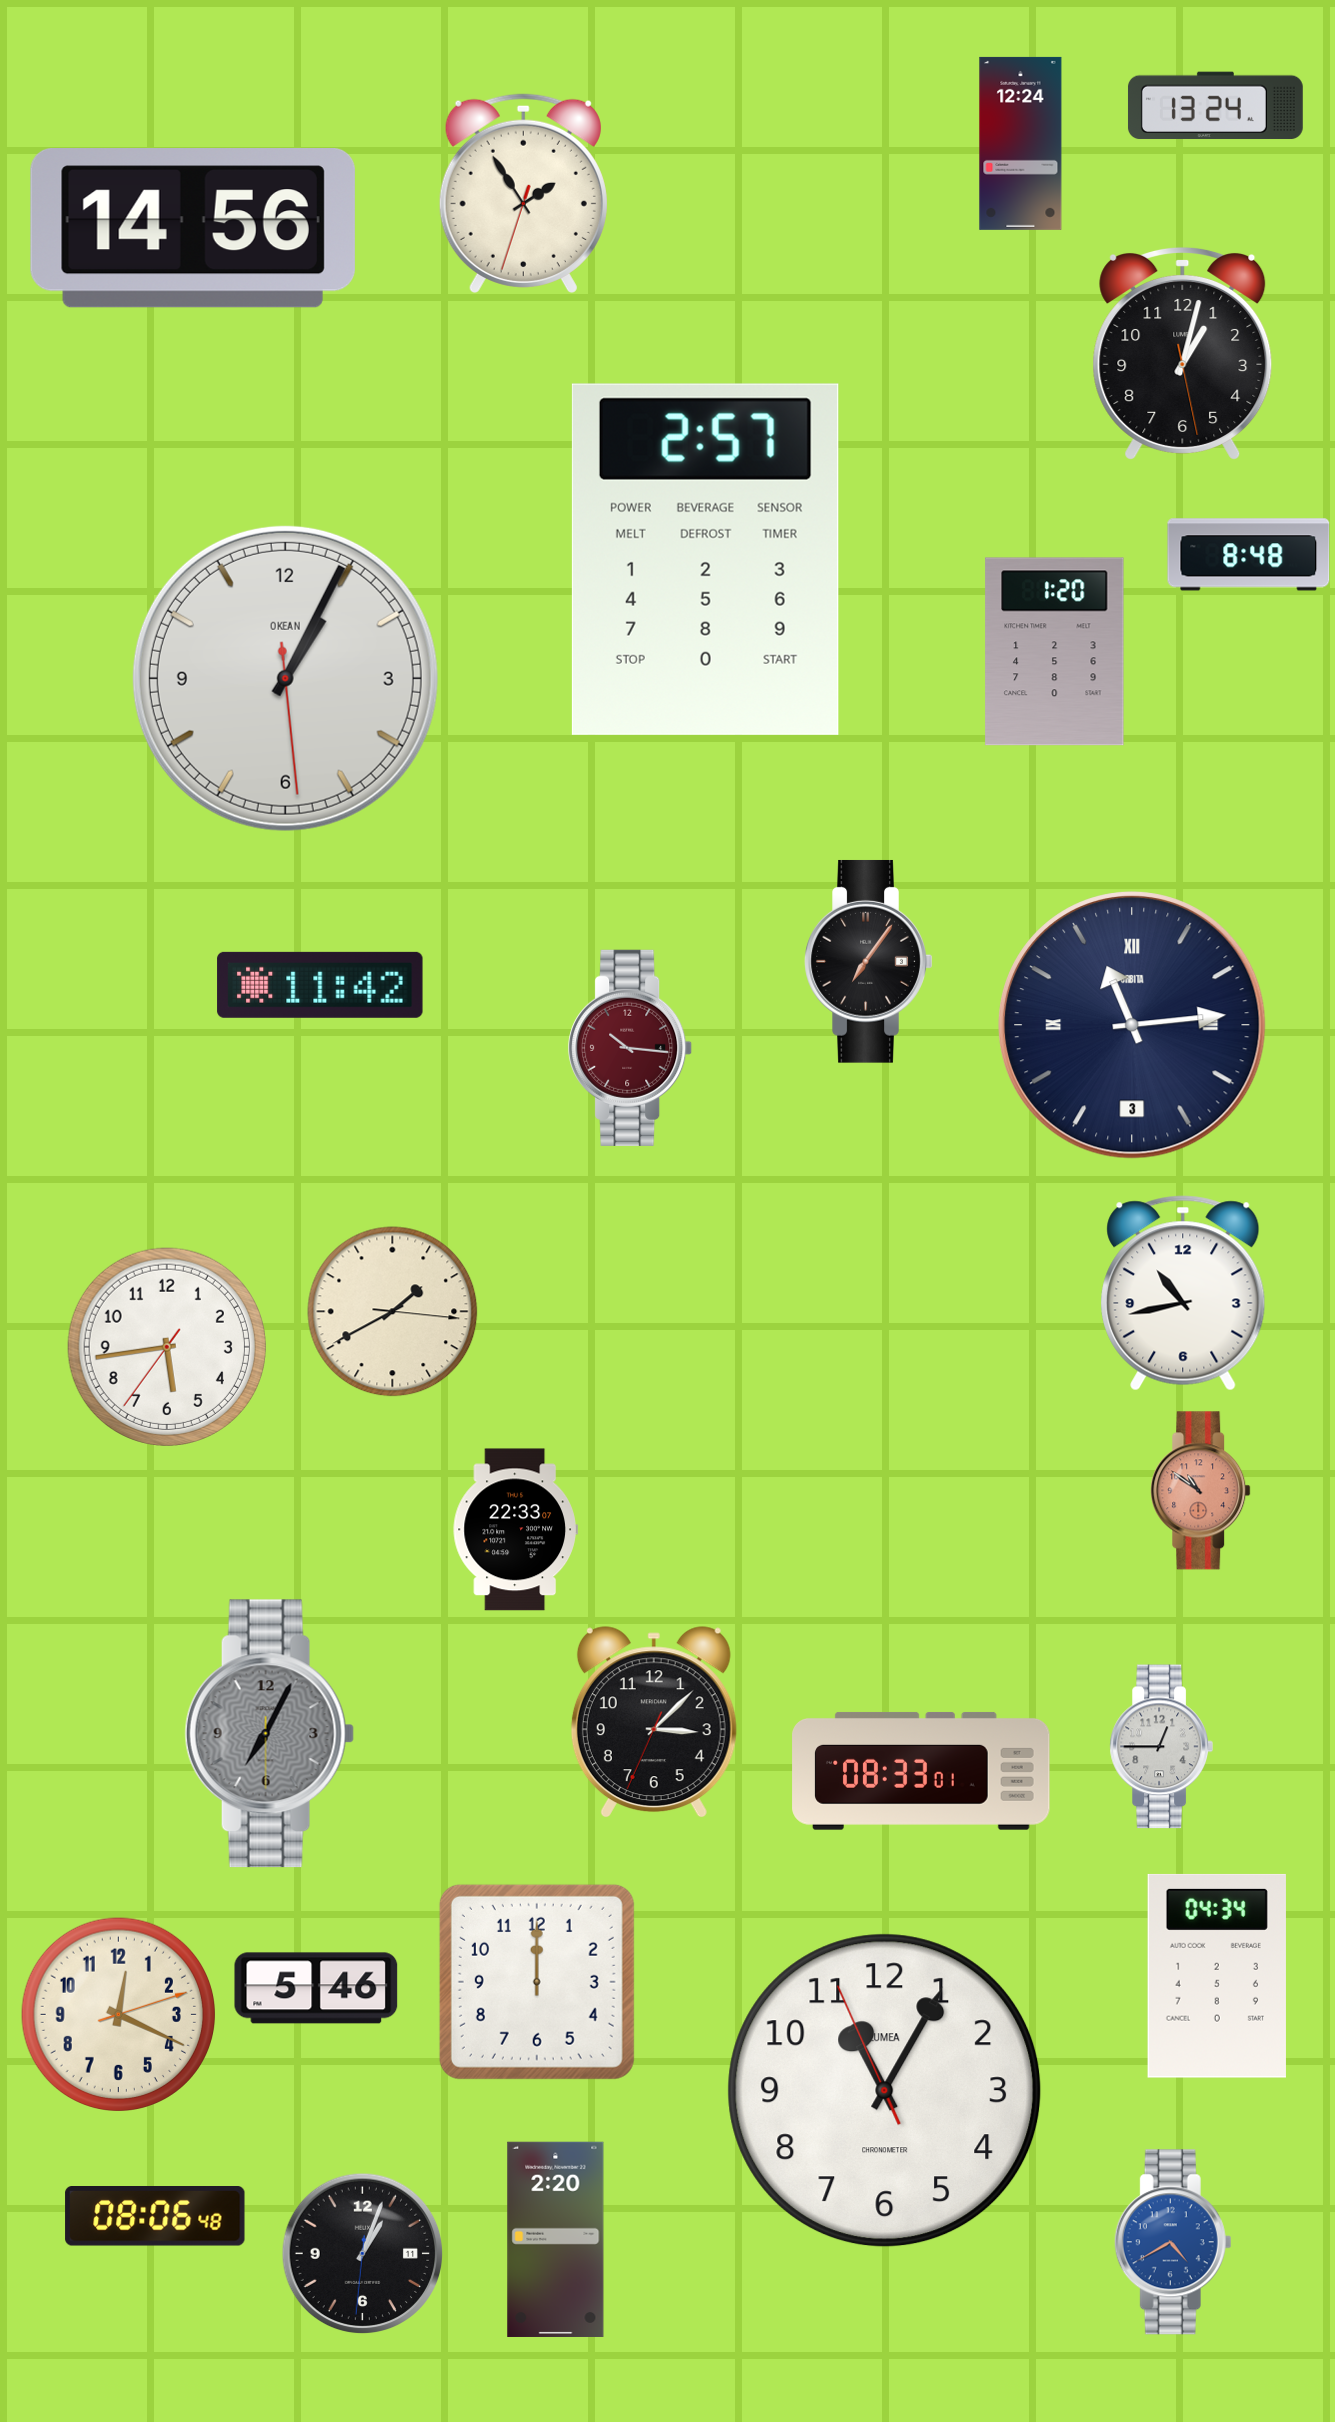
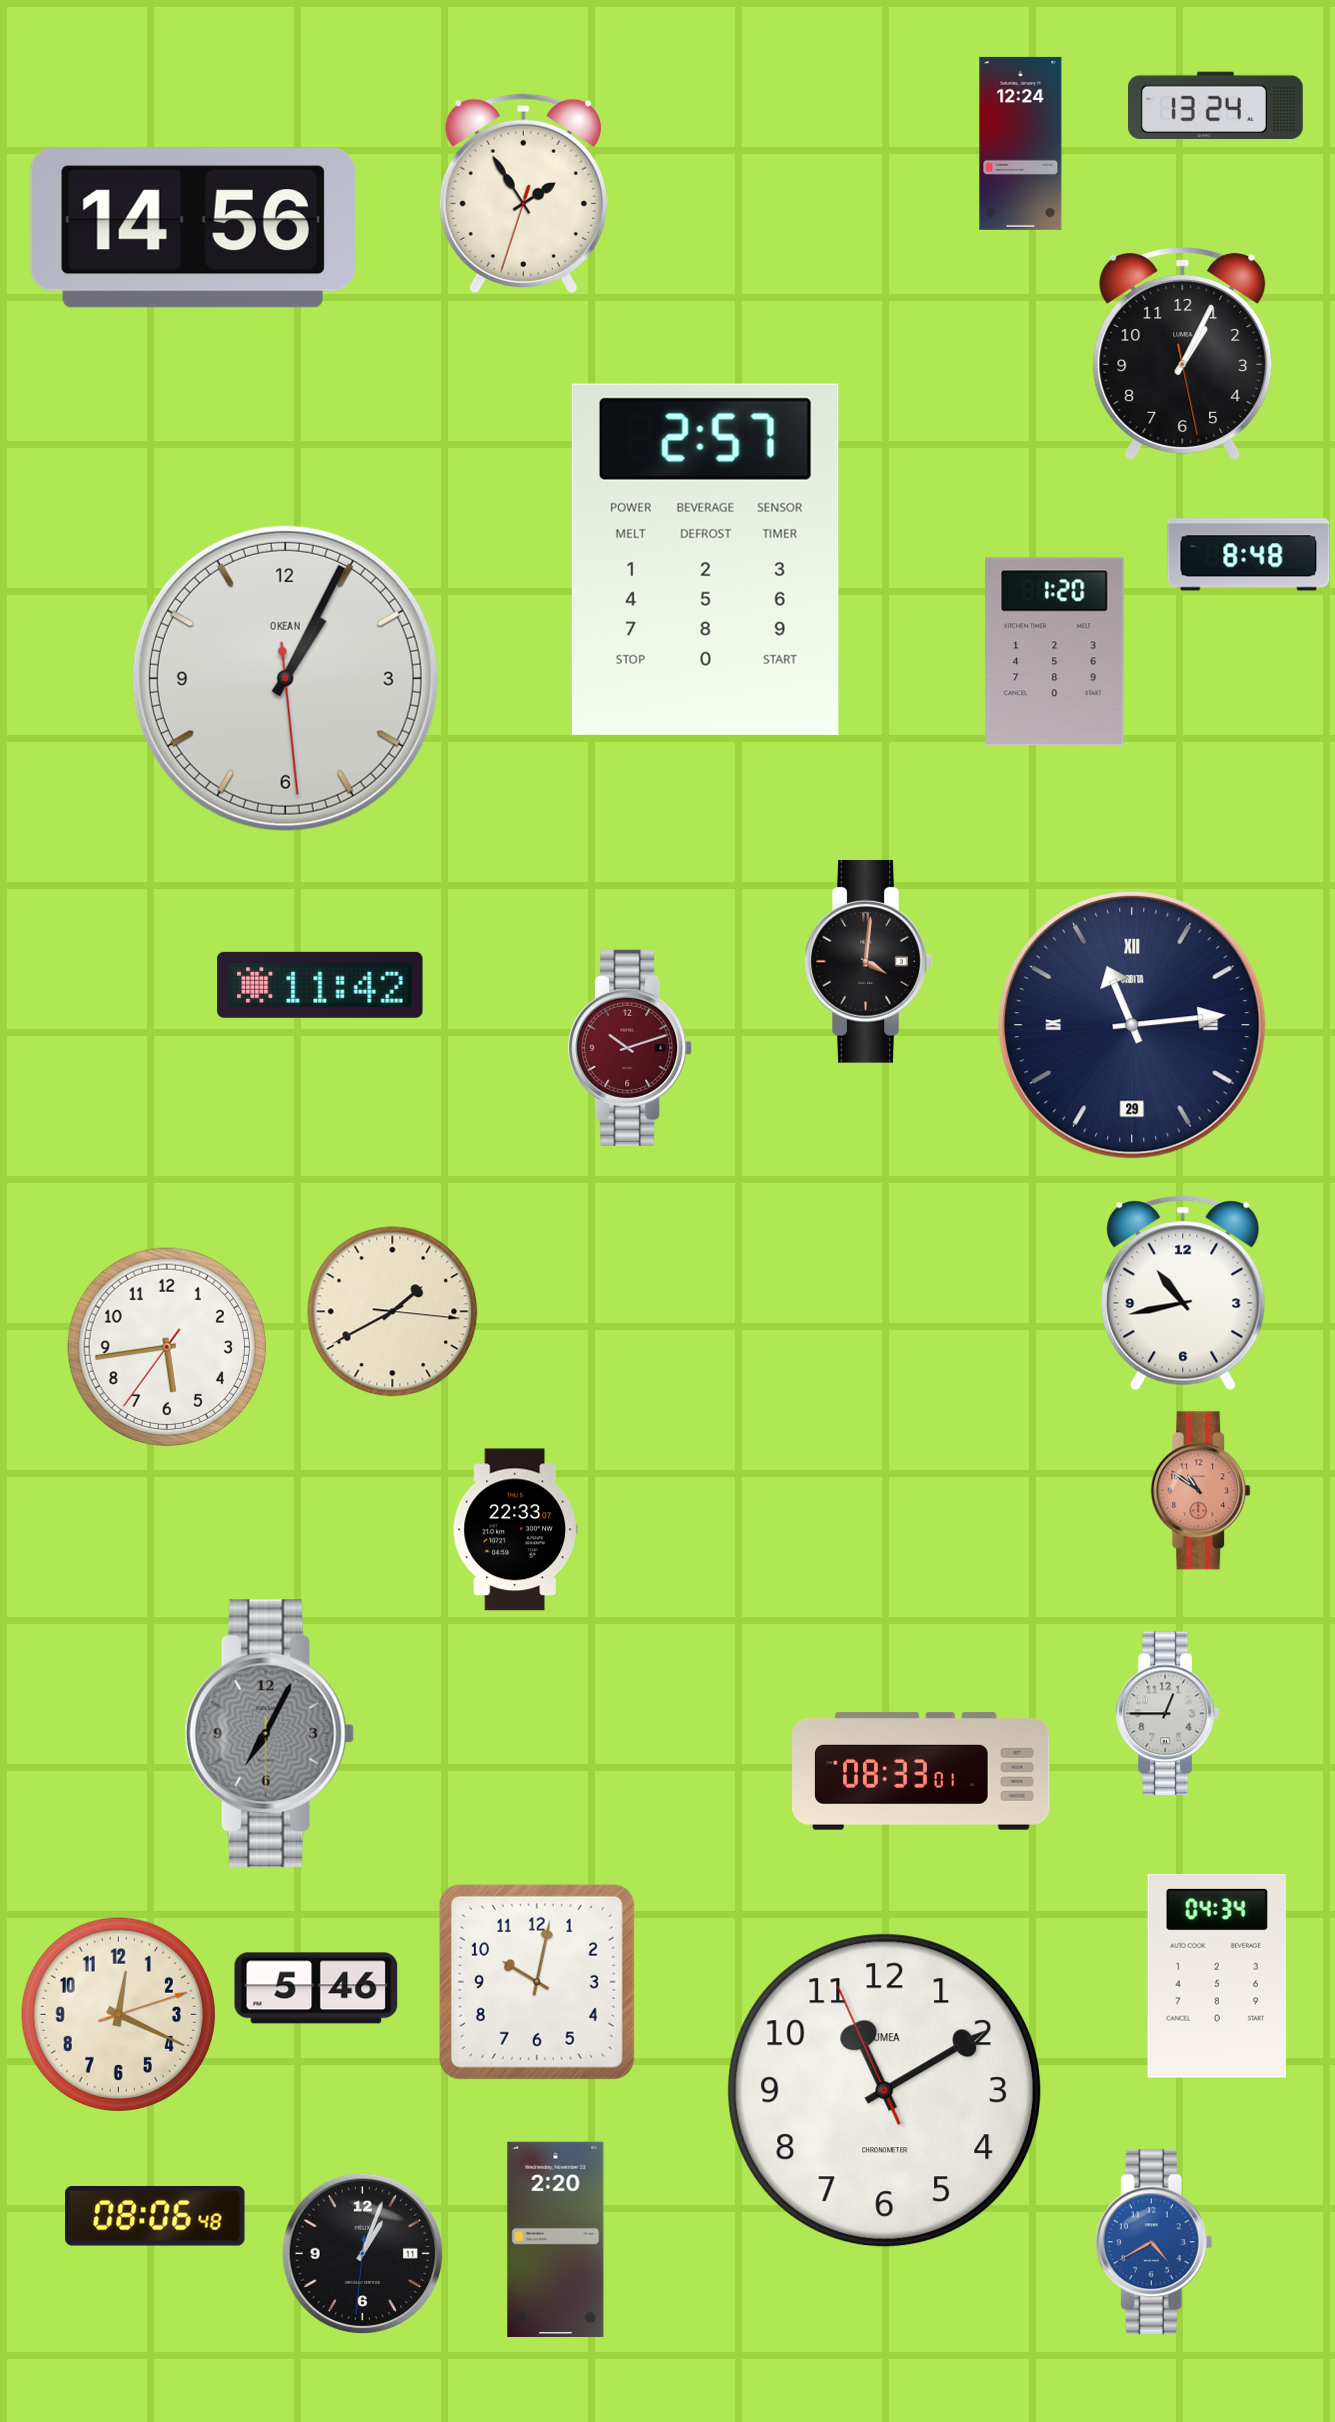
clock at (1183, 353): 1:02 -> 1:04
clock at (869, 961): 7:06 -> 4:01
clock at (1132, 1025) date: 3 -> 29
clock at (631, 1048): 10:16 -> 10:12
clock at (654, 1723): 3:07 -> none
clock at (1161, 1747) position: (1161, 1747) -> (1167, 1714)
clock at (537, 1982): 12:00 -> 10:02
clock at (885, 2091): 11:04 -> 11:09
clock at (1173, 2242) position: (1173, 2242) -> (1154, 2242)
